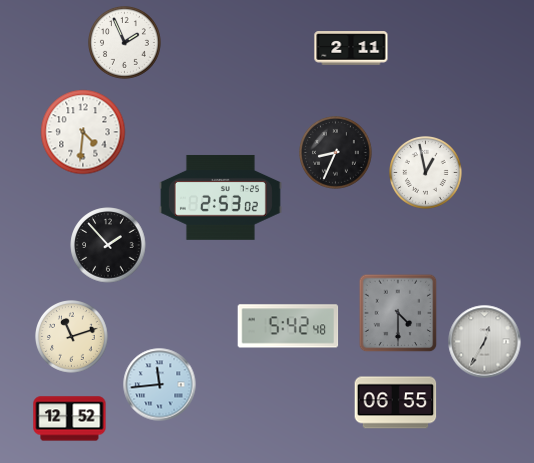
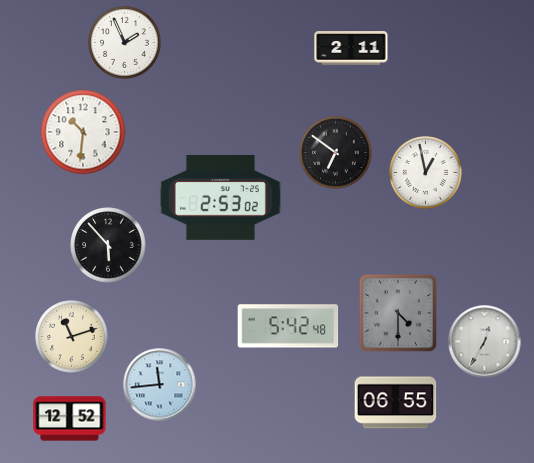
clock at (83, 132): 4:31 -> 10:31
clock at (336, 153): 8:34 -> 6:51
clock at (108, 245): 1:53 -> 5:53
